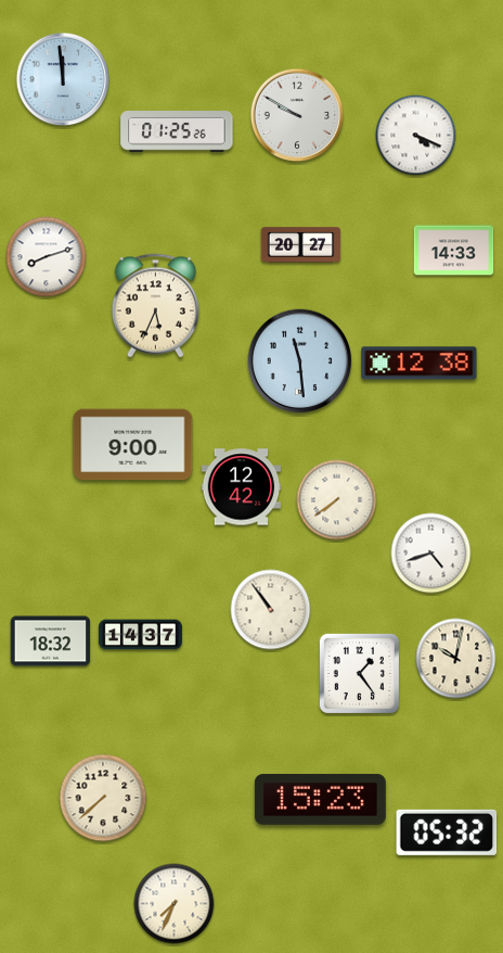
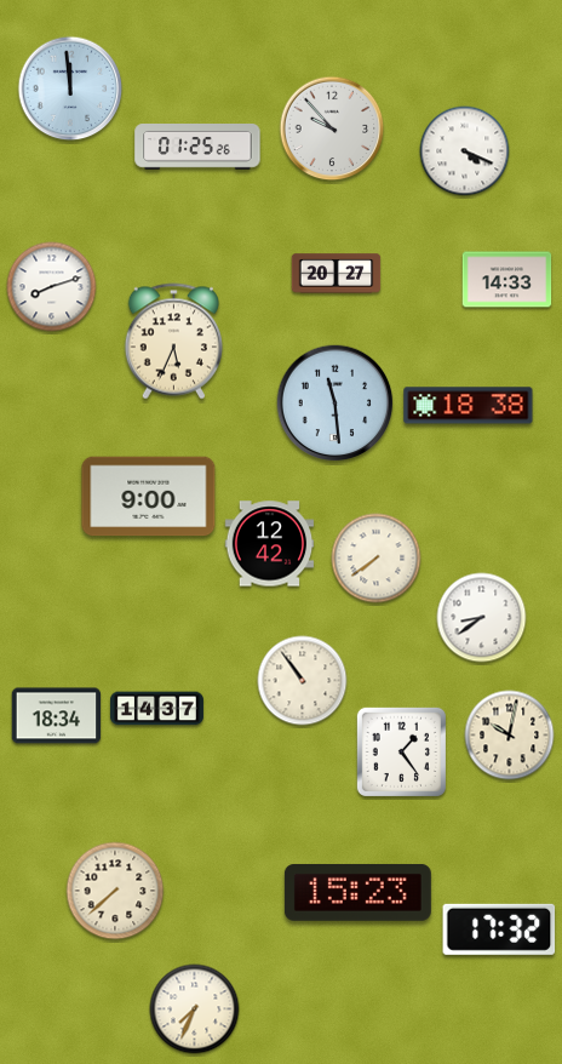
clock at (297, 115): 9:50 -> 9:53
clock at (420, 364): 12:38 -> 18:38
clock at (431, 554): 4:42 -> 8:39
clock at (51, 641): 18:32 -> 18:34
clock at (447, 833): 05:32 -> 17:32
